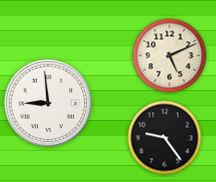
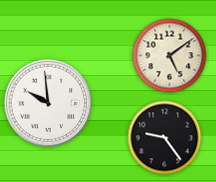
clock at (170, 56): 5:11 -> 5:09
clock at (48, 103): 8:59 -> 9:59
